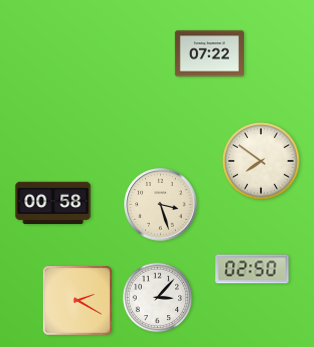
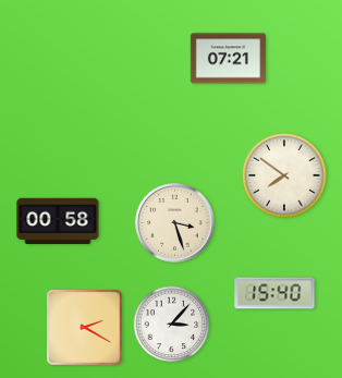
clock at (209, 54): 07:22 -> 07:21
clock at (252, 269): 02:50 -> 15:40
